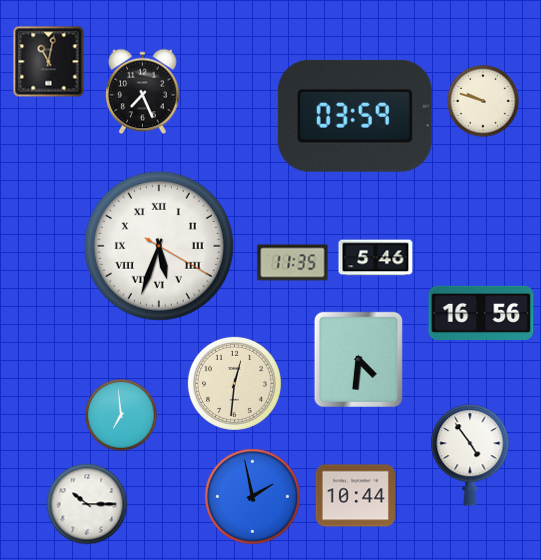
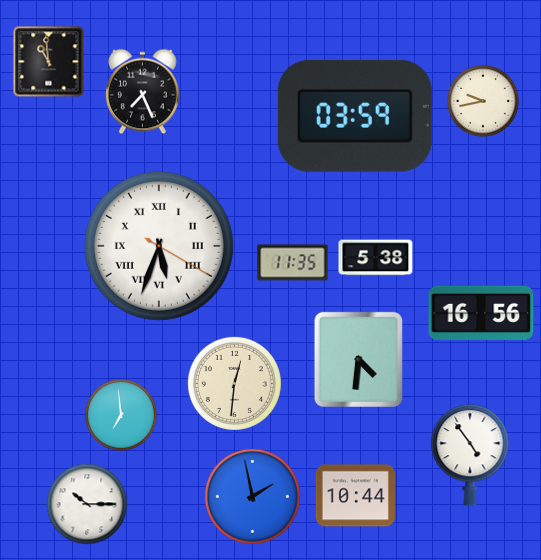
clock at (49, 62): 11:02 -> 10:59
clock at (483, 101): 9:48 -> 9:43
clock at (376, 258): 5:46 -> 5:38
